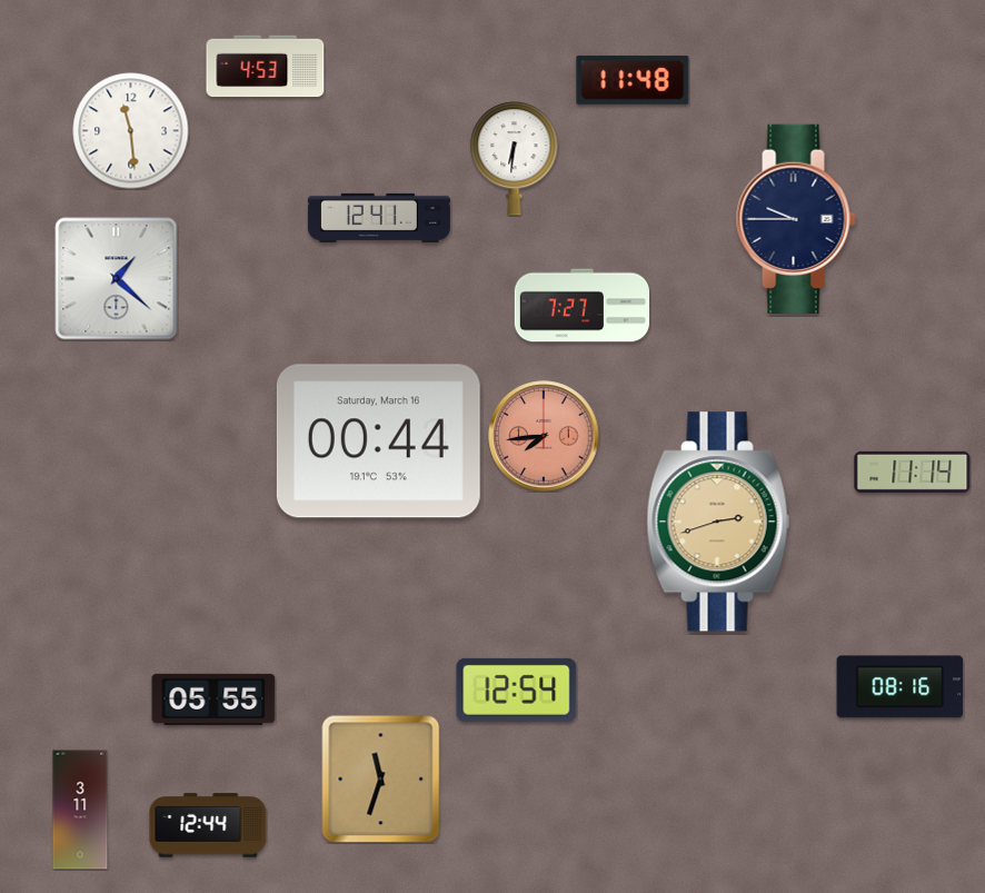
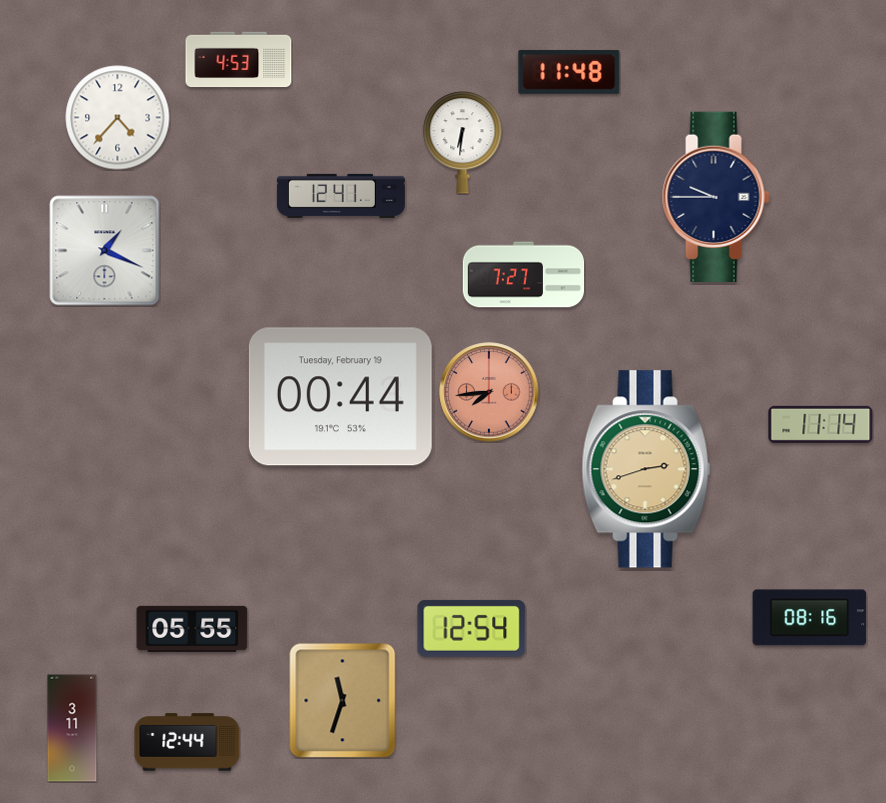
clock at (131, 131): 11:29 -> 4:37
clock at (117, 279): 1:22 -> 1:19
clock at (378, 441) date: Saturday, March 16 -> Tuesday, February 19
clock at (517, 689) position: (517, 689) -> (472, 628)
